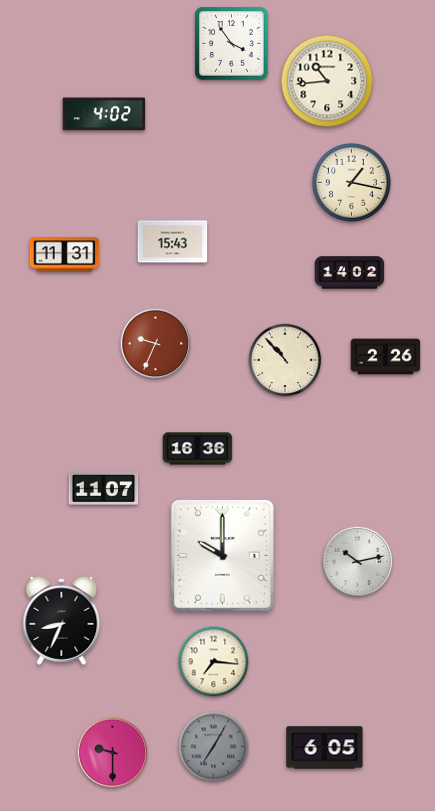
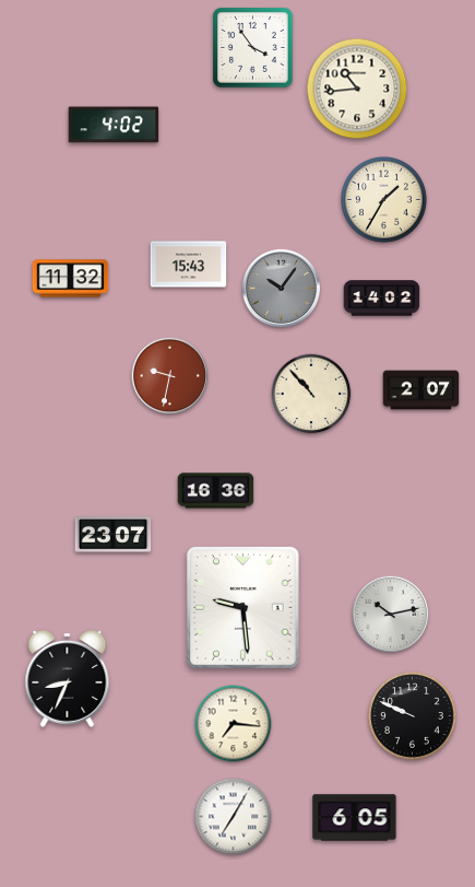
clock at (351, 182): 1:17 -> 1:35
clock at (65, 255): 11:31 -> 11:32
clock at (281, 288): none -> 10:06
clock at (156, 344): 9:34 -> 9:32
clock at (386, 357): 2:26 -> 2:07
clock at (104, 489): 11:07 -> 23:07
clock at (222, 556): 10:00 -> 9:29
clock at (413, 716): none -> 9:49
clock at (214, 747) dial: grey -> white
clock at (113, 753): 9:30 -> none
